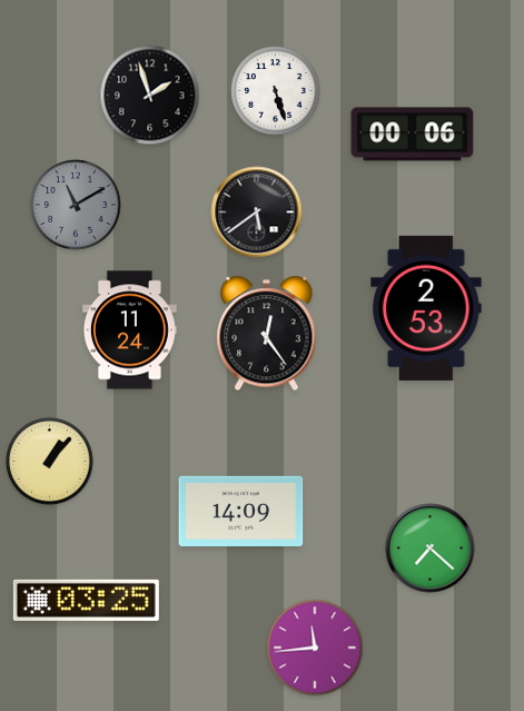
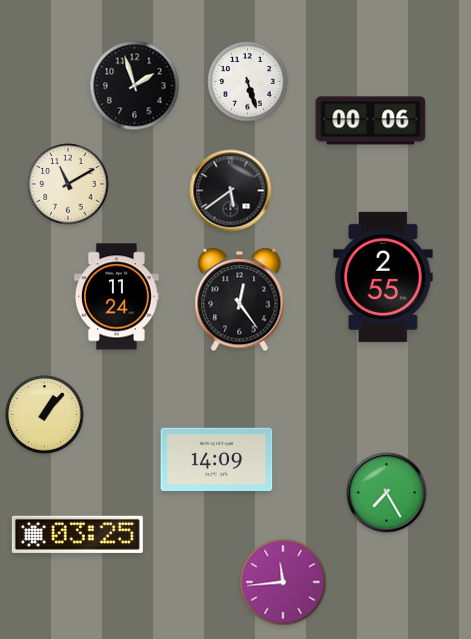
clock at (76, 205) dial: grey -> cream
clock at (426, 308): 2:53 -> 2:55
clock at (431, 549): 7:22 -> 7:25
clock at (86, 600) position: (86, 600) -> (77, 534)
